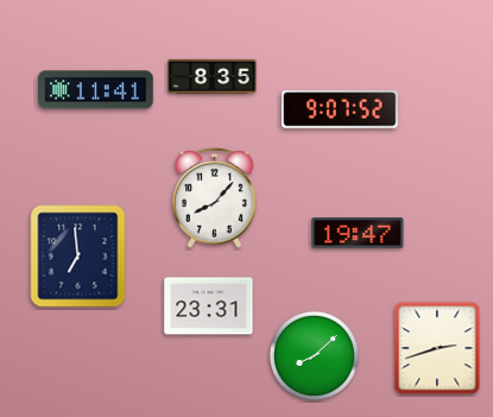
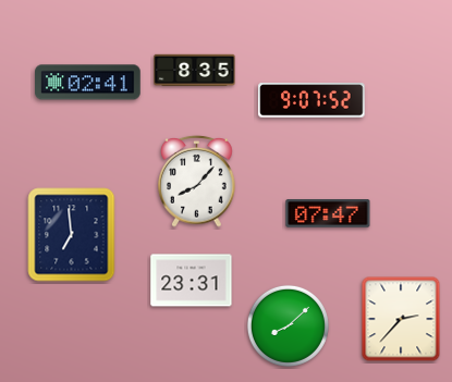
clock at (96, 90): 11:41 -> 02:41
clock at (358, 234): 19:47 -> 07:47
clock at (437, 348): 2:42 -> 2:37
